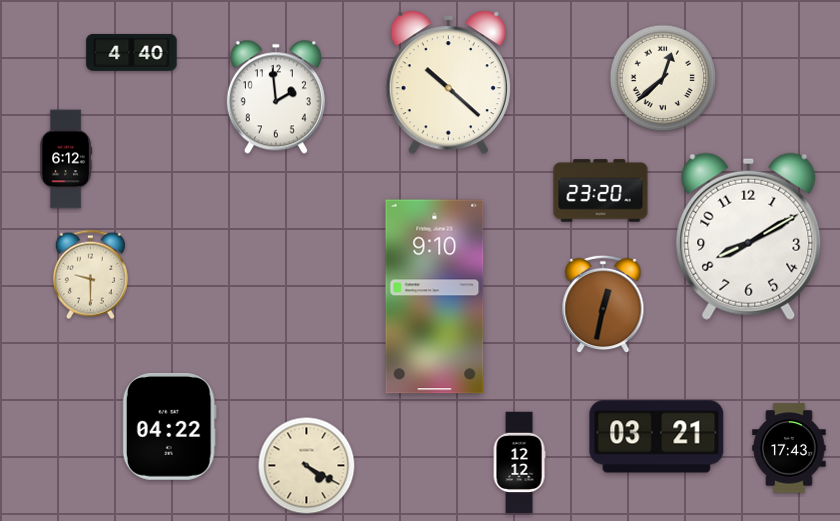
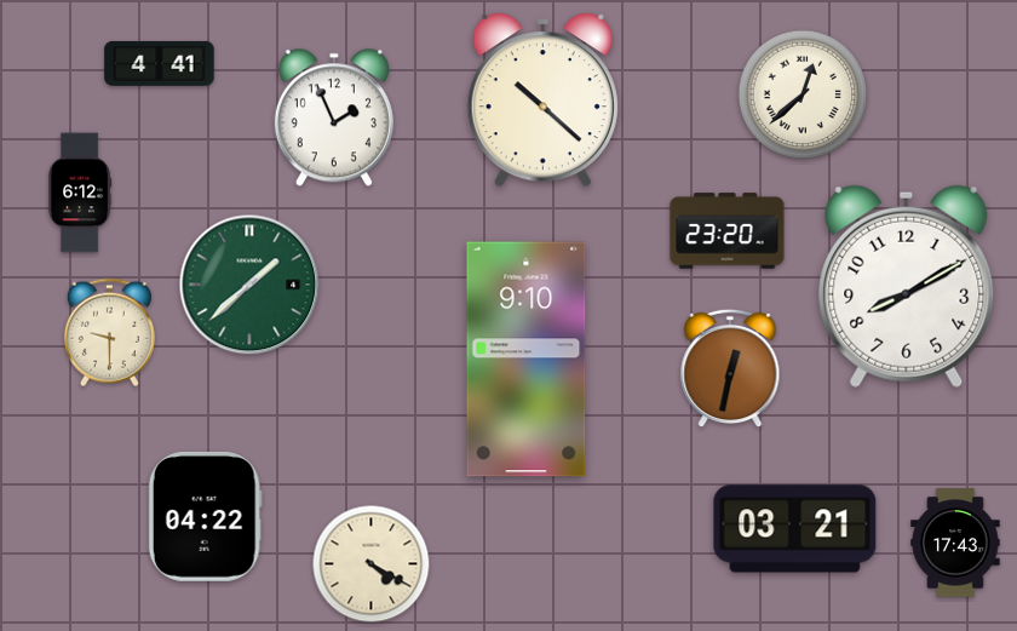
clock at (132, 52): 4:40 -> 4:41
clock at (276, 97): 1:59 -> 1:56
clock at (249, 285): none -> 1:38
clock at (519, 463): 12:12 -> none
